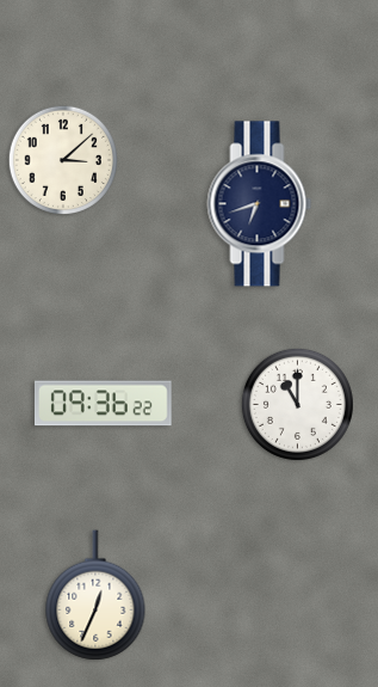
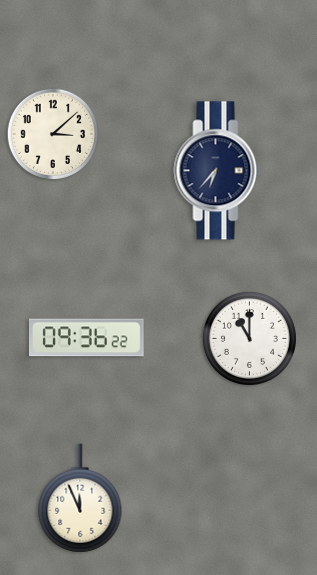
clock at (260, 204): 6:42 -> 6:37
clock at (95, 595): 12:34 -> 11:56
